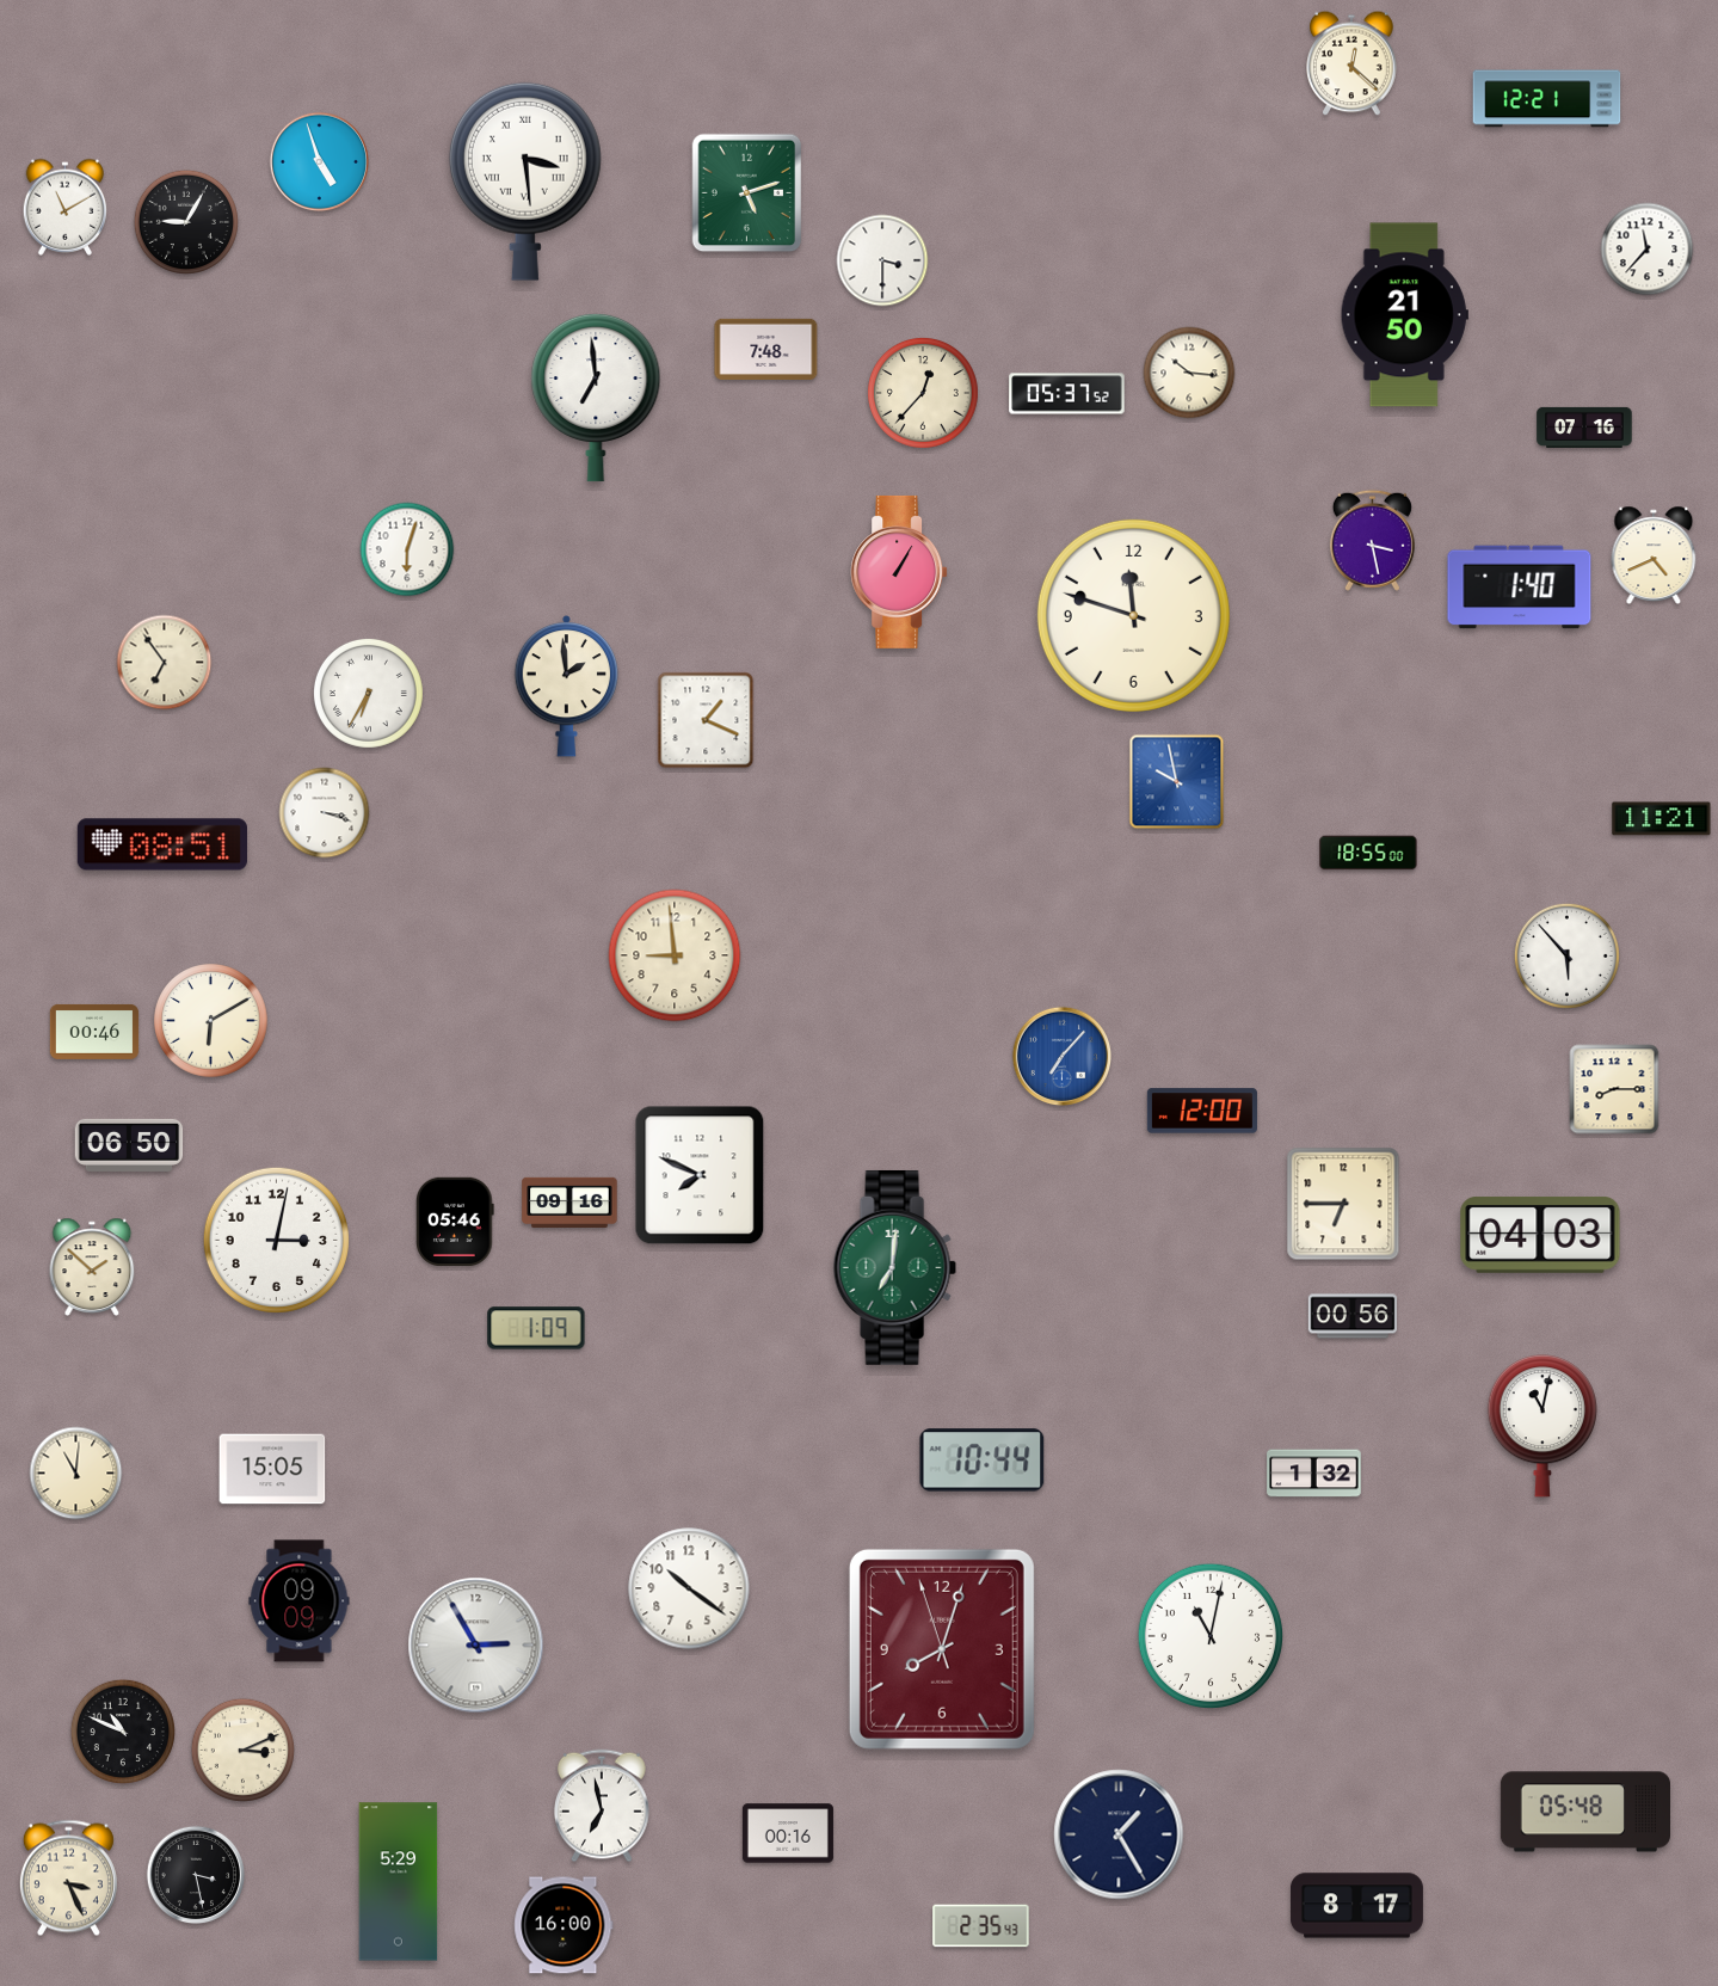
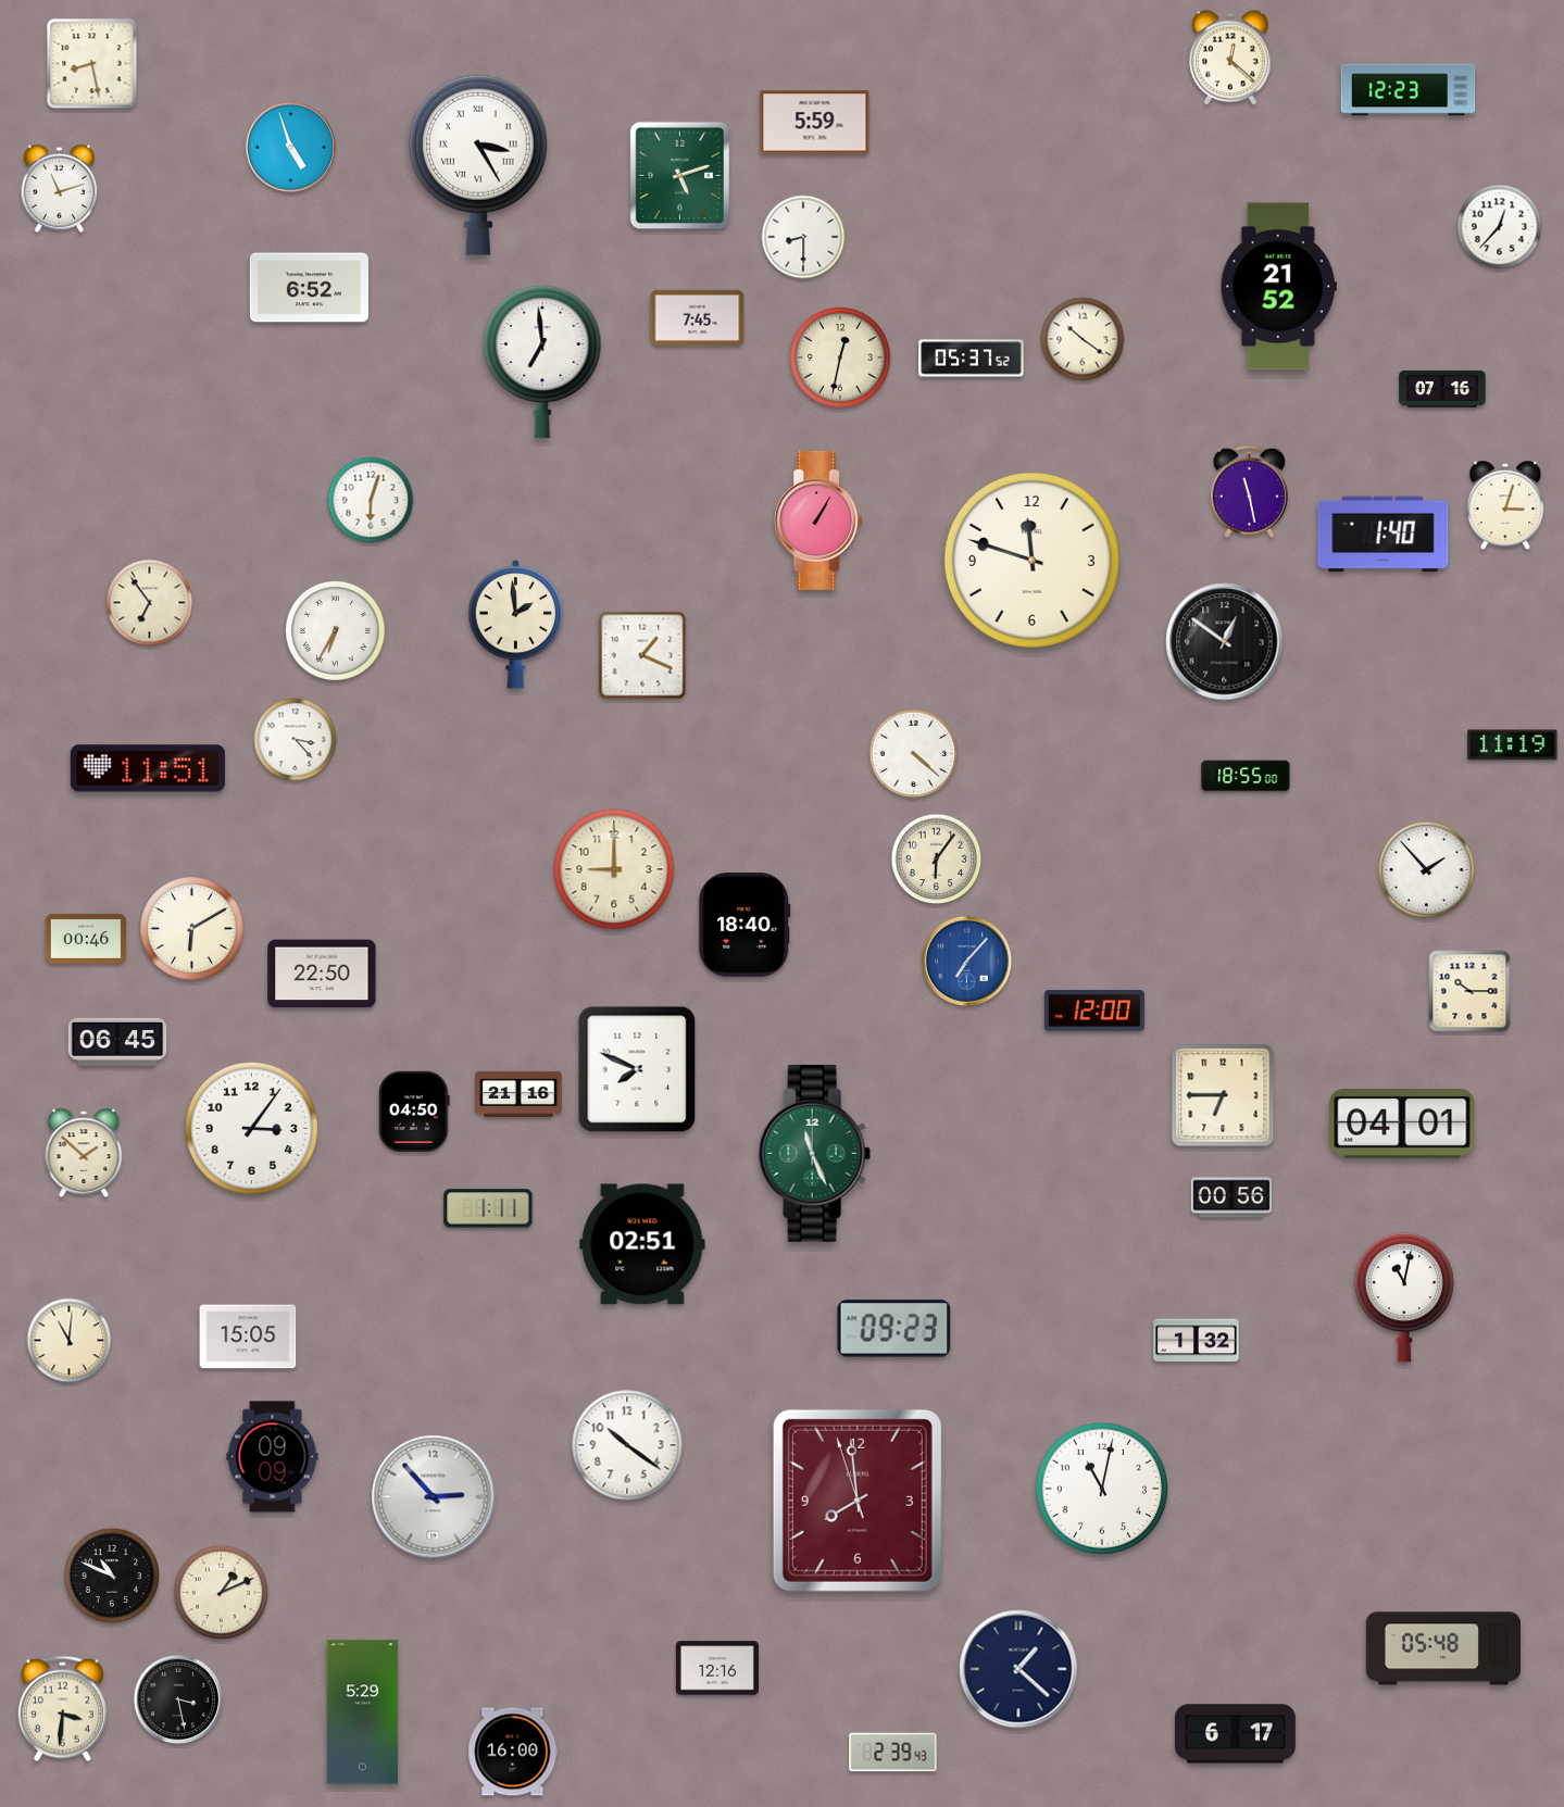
clock at (92, 64): none -> 8:28
clock at (1547, 99): 12:21 -> 12:23
clock at (815, 123): none -> 5:59
clock at (525, 182): 3:29 -> 3:25
clock at (66, 207): 11:10 -> 11:12
clock at (186, 222): 9:05 -> none
clock at (1648, 250): 11:37 -> 12:37
clock at (882, 260): 3:30 -> 8:30
clock at (1404, 315): 21:50 -> 21:52
clock at (309, 288): none -> 6:52
clock at (766, 349): 7:48 -> 7:45
clock at (1189, 373): 10:16 -> 10:21
clock at (923, 393): 12:37 -> 12:32
clock at (1372, 540): 3:28 -> 11:28
clock at (1654, 554): 4:41 -> 3:03
clock at (1225, 642): none -> 12:51
clock at (1177, 782): 9:58 -> none
clock at (325, 813): 3:18 -> 3:23
clock at (1662, 819): 11:21 -> 11:19
clock at (914, 754): none -> 4:22
clock at (162, 844): 08:51 -> 11:51
clock at (937, 859): none -> 6:06
clock at (675, 955): 8:59 -> 9:00
clock at (1566, 955): 5:53 -> 1:53
clock at (745, 925): none -> 18:40
clock at (322, 974): none -> 22:50
clock at (1614, 1089): 8:15 -> 10:15
clock at (129, 1145): 06:50 -> 06:45
clock at (569, 1201): 09:16 -> 21:16
clock at (455, 1221): 05:46 -> 04:50
clock at (1540, 1236): 04:03 -> 04:01
clock at (276, 1240): 3:02 -> 3:06
clock at (894, 1267): 7:01 -> 11:26
clock at (536, 1328): 1:09 -> 1:11
clock at (642, 1244): none -> 02:51
clock at (983, 1461): 10:44 -> 09:23
clock at (476, 1646): 2:55 -> 2:53
clock at (942, 1649): 8:02 -> 7:58
clock at (242, 1750): 3:11 -> 1:11
clock at (602, 1806): 6:58 -> none
clock at (788, 1833): 00:16 -> 12:16
clock at (1119, 1834): 1:25 -> 1:22
clock at (196, 1875) position: (196, 1875) -> (178, 1699)
clock at (68, 1879): 3:26 -> 3:31
clock at (1356, 1906): 8:17 -> 6:17
clock at (981, 1926): 2:35 -> 2:39
